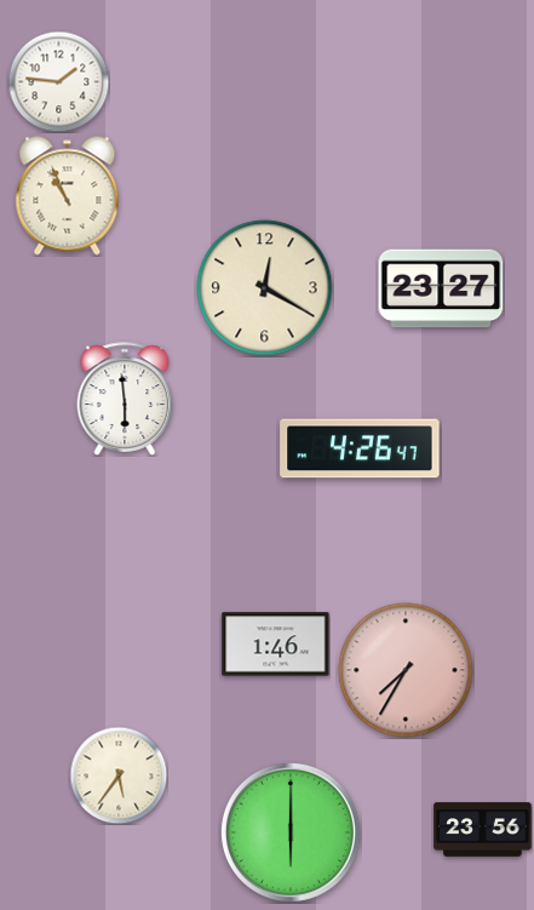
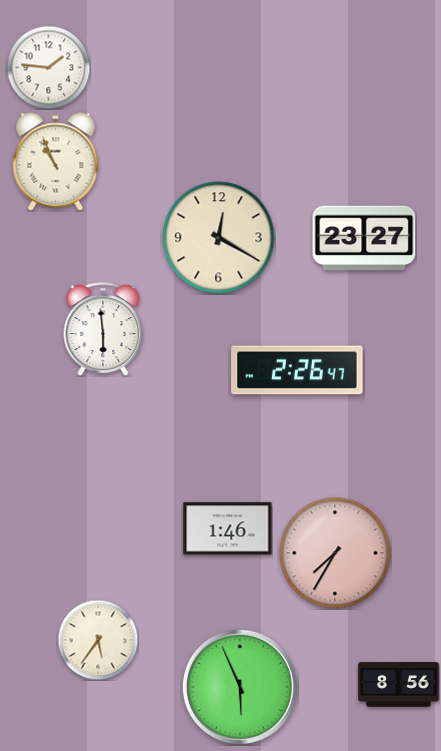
clock at (360, 448): 4:26 -> 2:26
clock at (276, 645) position: (276, 645) -> (228, 529)
clock at (483, 830): 23:56 -> 8:56
clock at (291, 832): 6:00 -> 5:56
